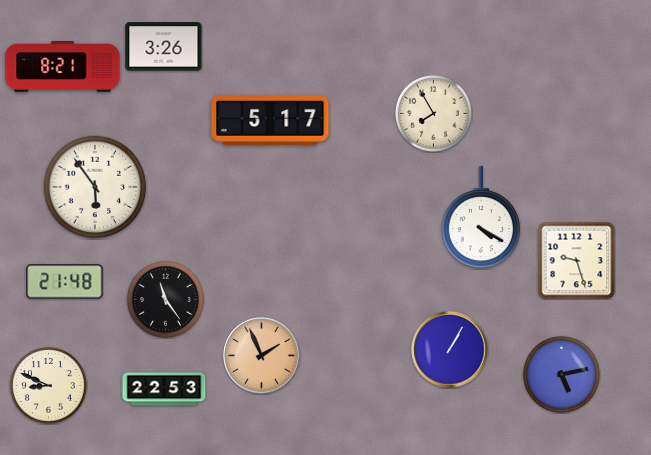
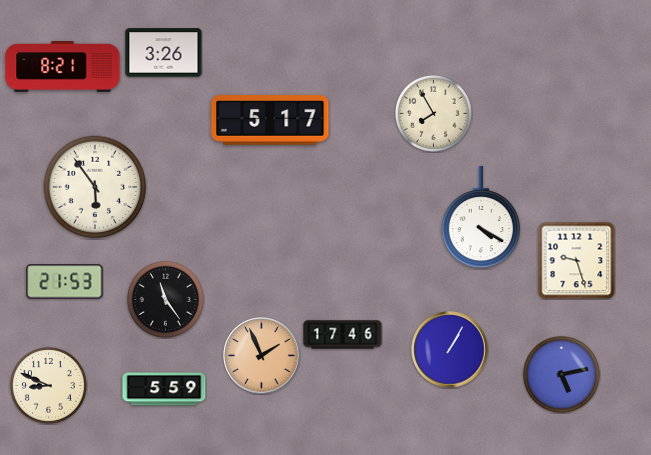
clock at (164, 47) position: (164, 47) -> (164, 53)
clock at (65, 282): 21:48 -> 21:53
clock at (343, 335): none -> 17:46
clock at (164, 389): 22:53 -> 5:59
